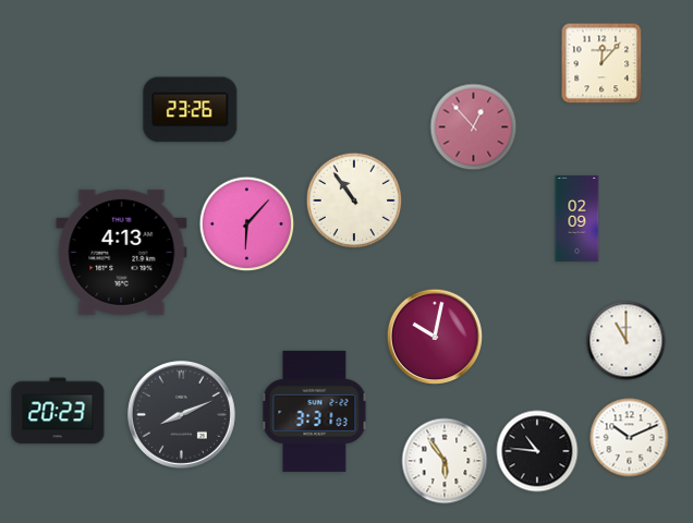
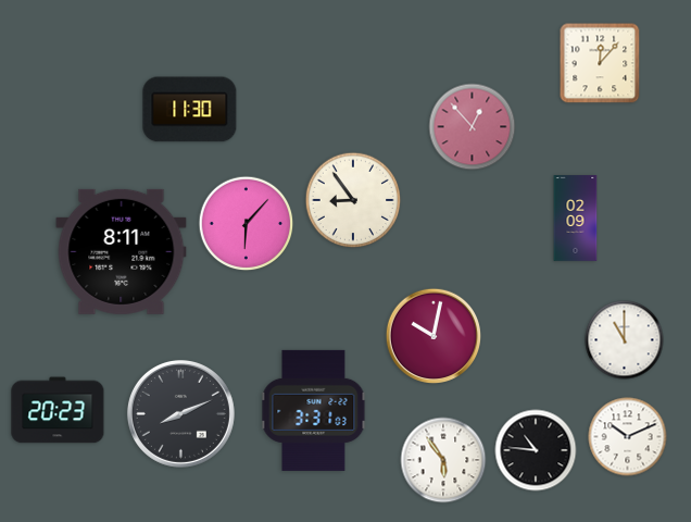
clock at (191, 110): 23:26 -> 11:30
clock at (354, 200): 10:54 -> 8:54
clock at (122, 252): 4:13 -> 8:11
